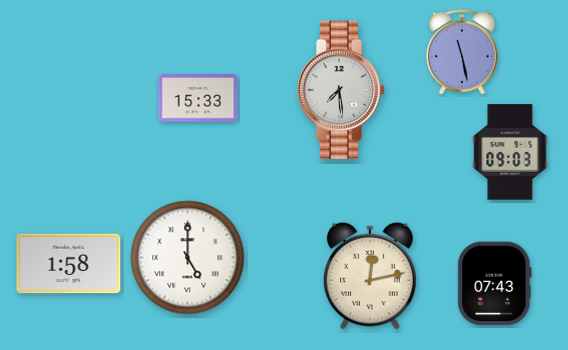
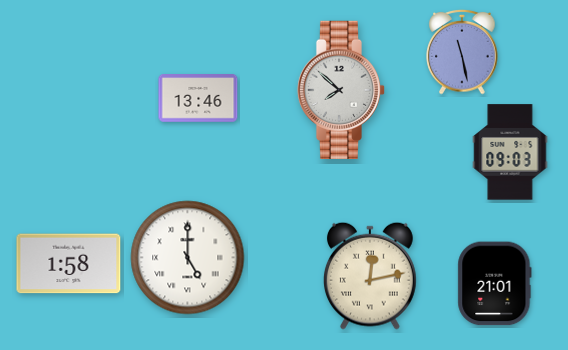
clock at (341, 90): 7:29 -> 7:52
clock at (198, 98): 15:33 -> 13:46
clock at (495, 284): 07:43 -> 21:01
